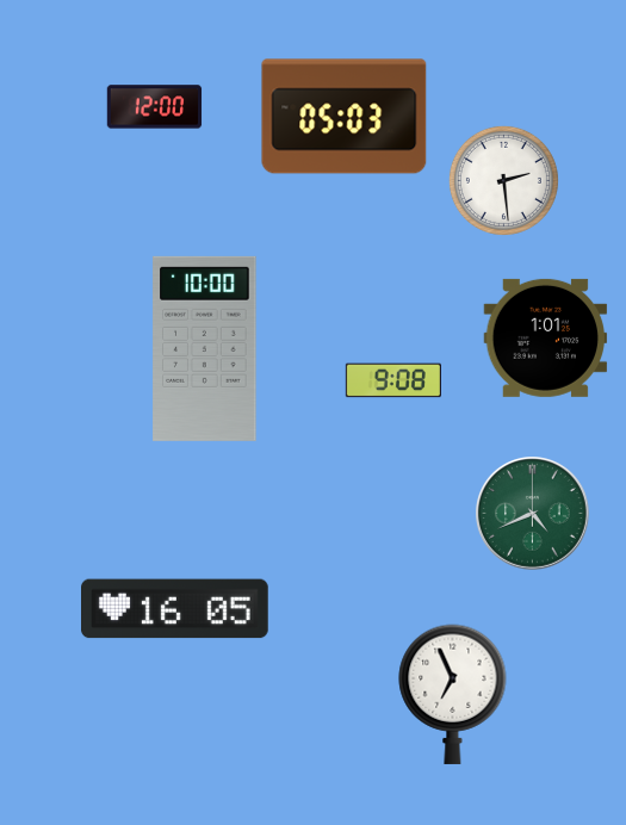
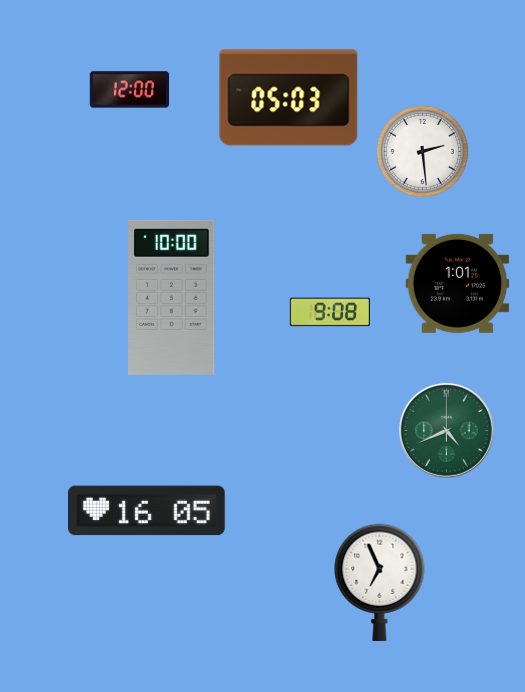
clock at (205, 348) position: (205, 348) -> (172, 297)
clock at (393, 380) position: (393, 380) -> (330, 312)
